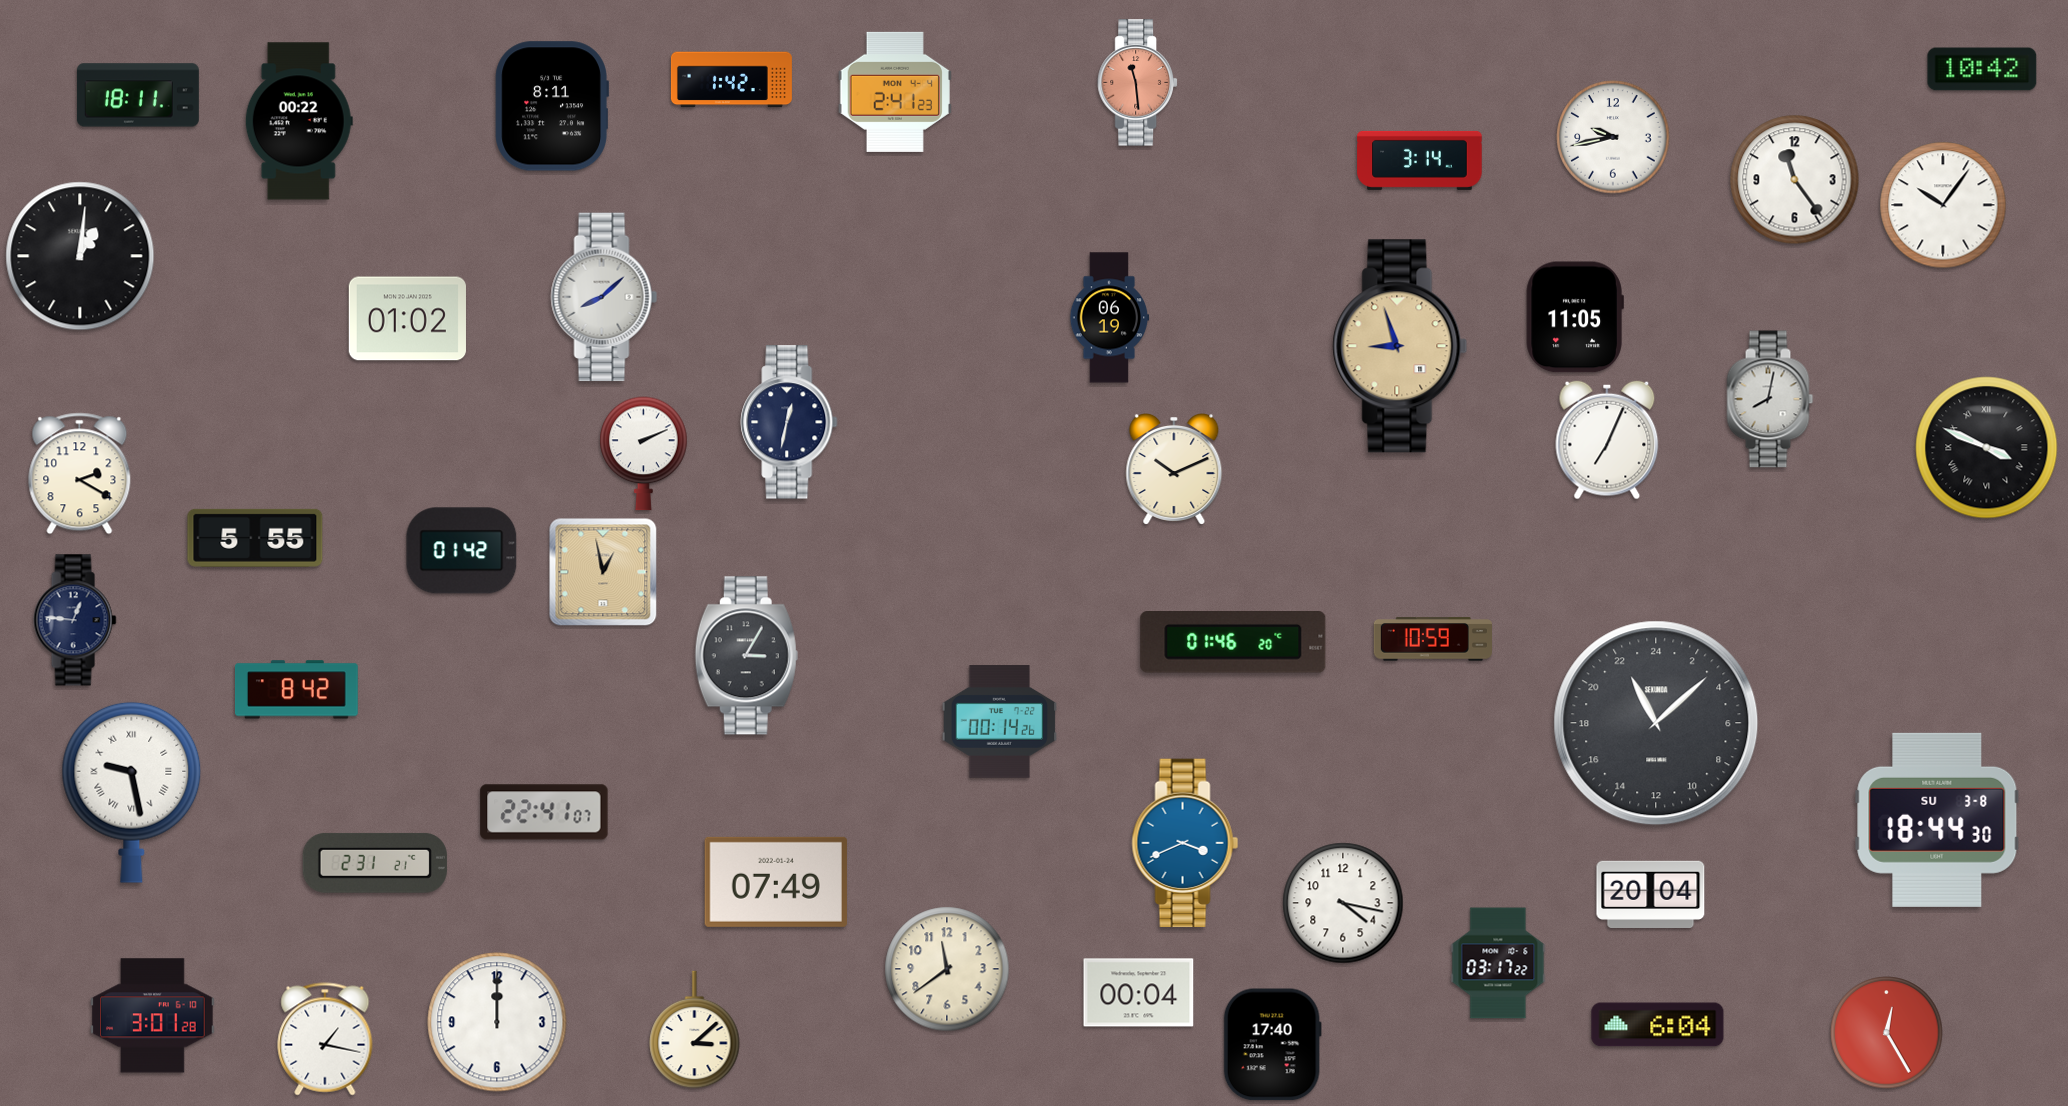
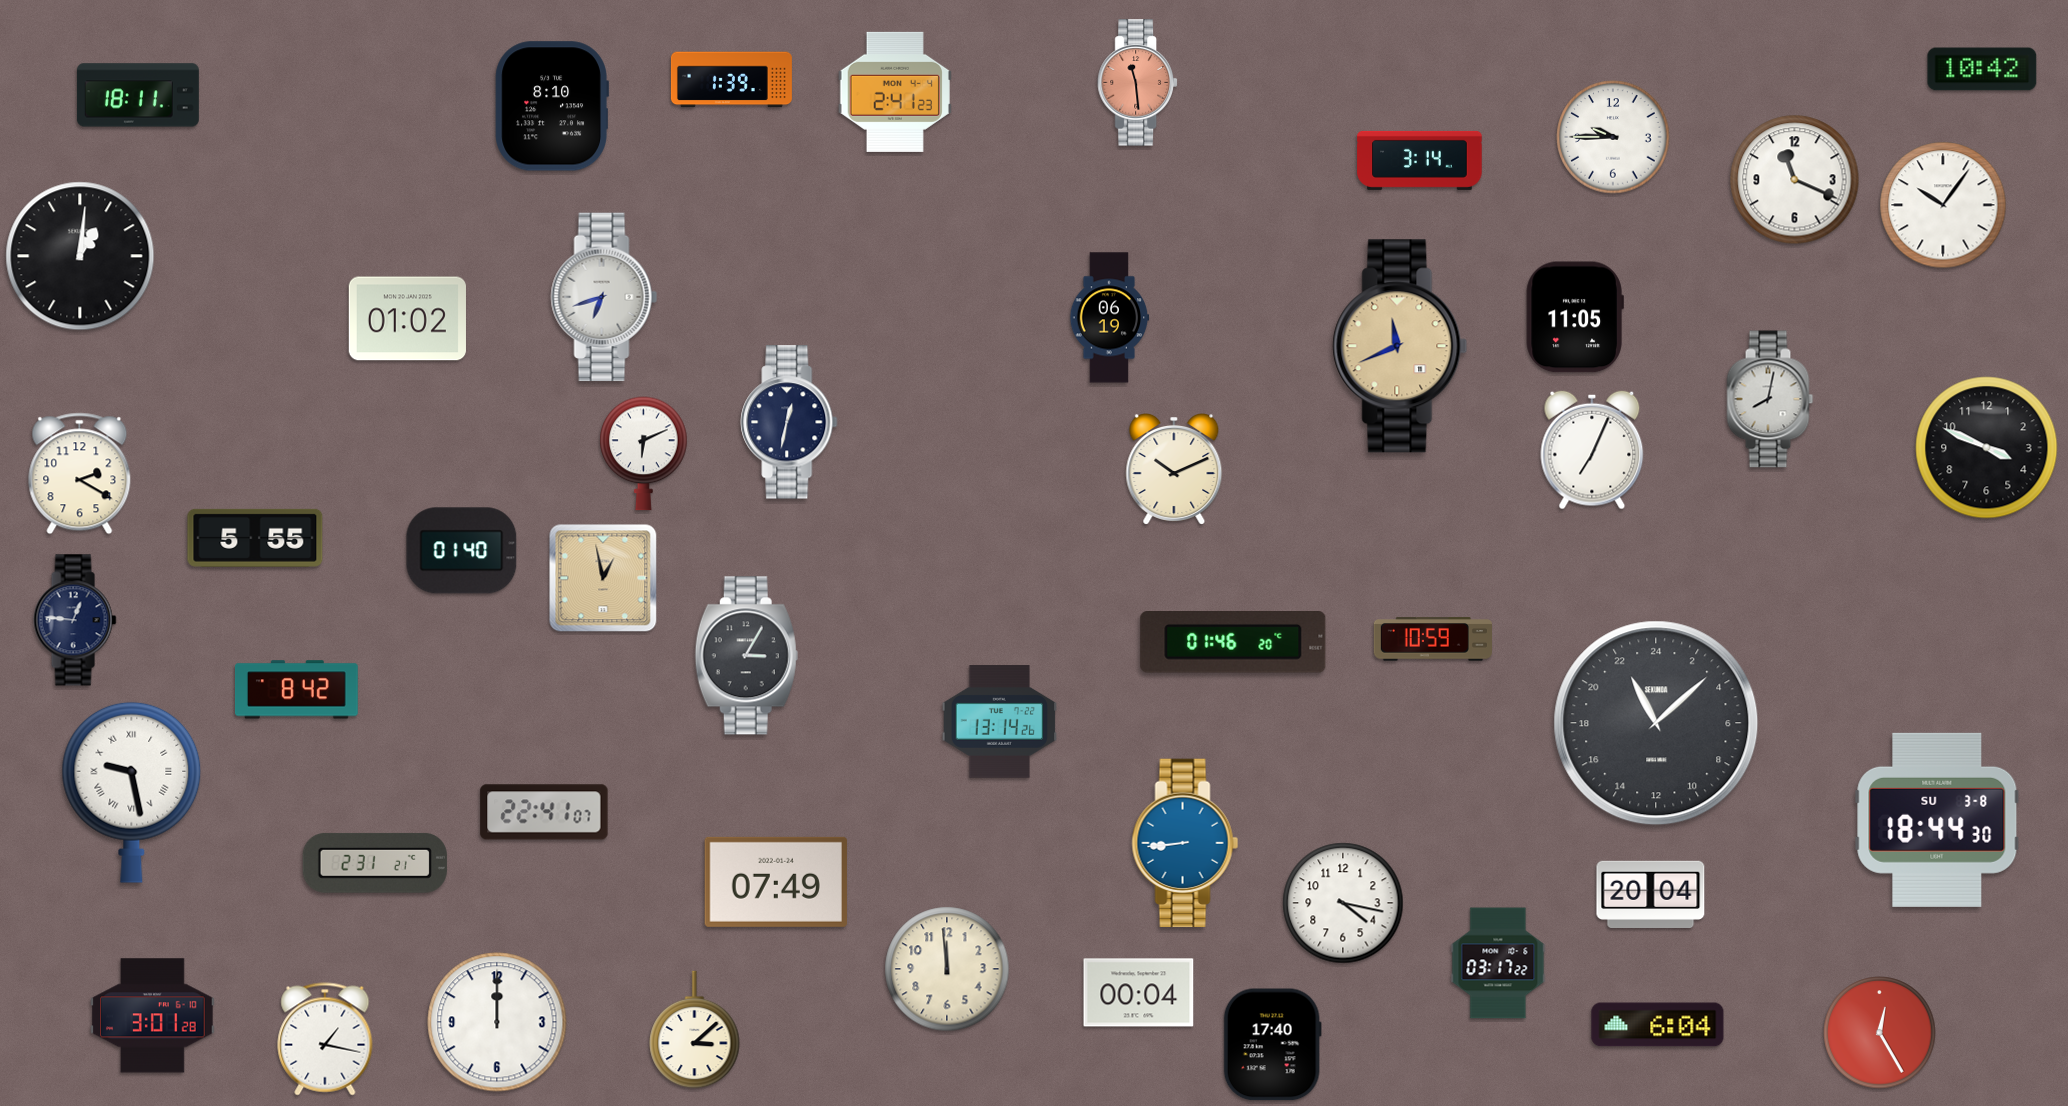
clock at (731, 80): 1:42 -> 1:39
clock at (552, 106): 8:11 -> 8:10
clock at (299, 121): 00:22 -> none
clock at (1613, 137): 9:43 -> 9:45
clock at (1795, 180): 11:24 -> 11:19
clock at (604, 297): 8:08 -> 6:42
clock at (1400, 346): 8:57 -> 11:41
clock at (1607, 440) position: (1607, 440) -> (1592, 450)
clock at (1987, 448) numerals: Roman -> Arabic
clock at (644, 454): 2:11 -> 6:11
clock at (462, 551): 01:42 -> 01:40
clock at (603, 572) position: (603, 572) -> (603, 578)
clock at (1000, 722): 00:14 -> 13:14
clock at (1185, 843): 3:41 -> 8:44
clock at (947, 969): 11:39 -> 11:59
clock at (1887, 1033) position: (1887, 1033) -> (1880, 1033)
